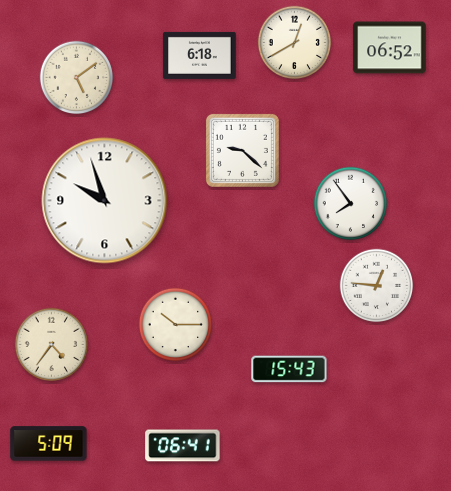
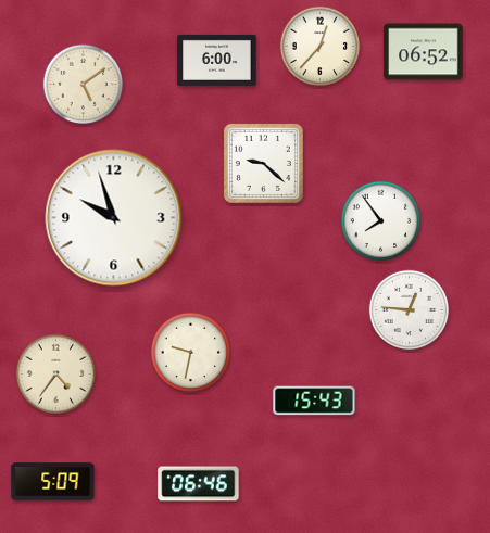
clock at (295, 43): 12:40 -> 12:37
clock at (200, 55): 6:18 -> 6:00
clock at (176, 325): 10:15 -> 9:32
clock at (183, 446): 06:41 -> 06:46
